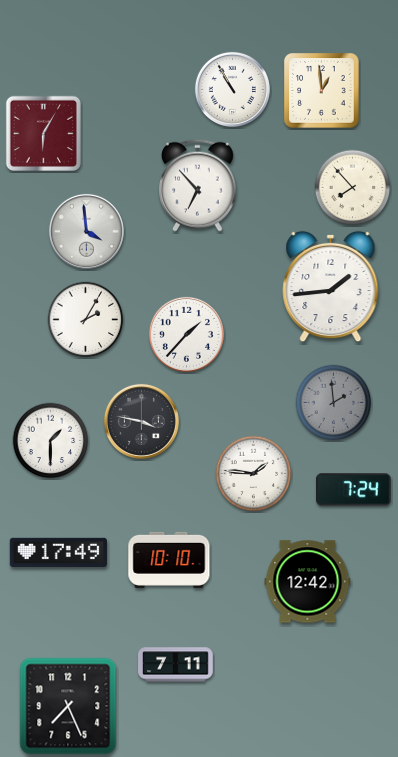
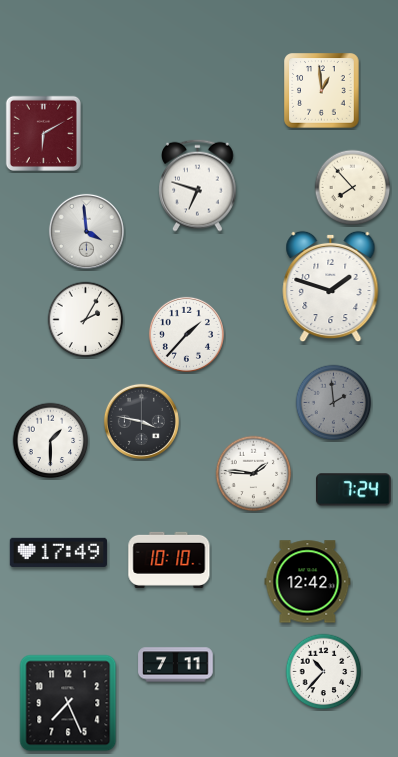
clock at (232, 89): 10:55 -> none
clock at (43, 133): 6:05 -> 6:10
clock at (198, 185): 6:53 -> 6:48
clock at (331, 287): 1:44 -> 1:48
clock at (324, 672): none -> 10:37
clock at (68, 706) position: (68, 706) -> (68, 703)
